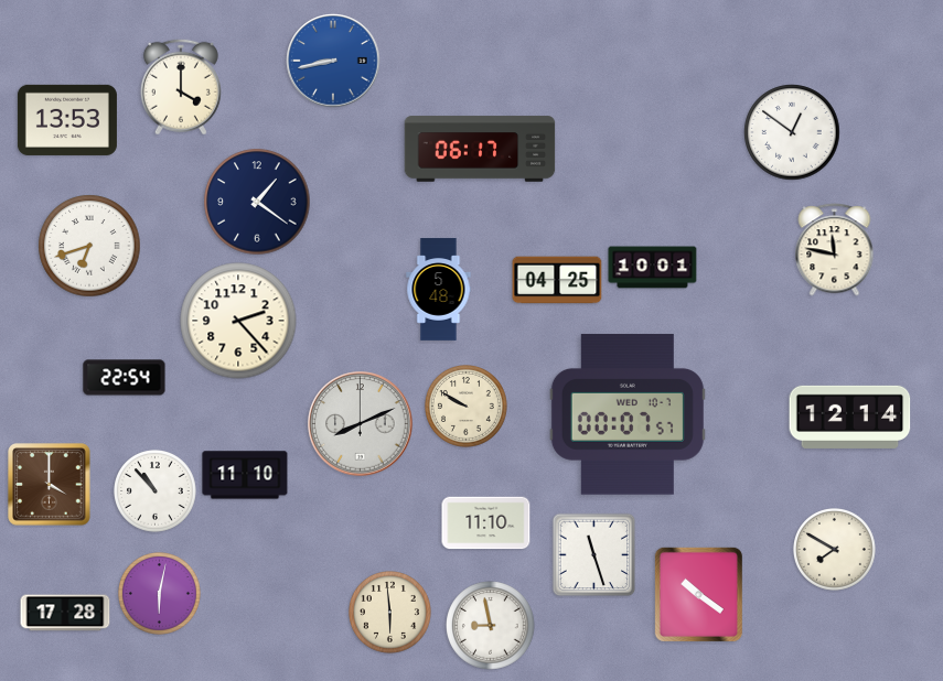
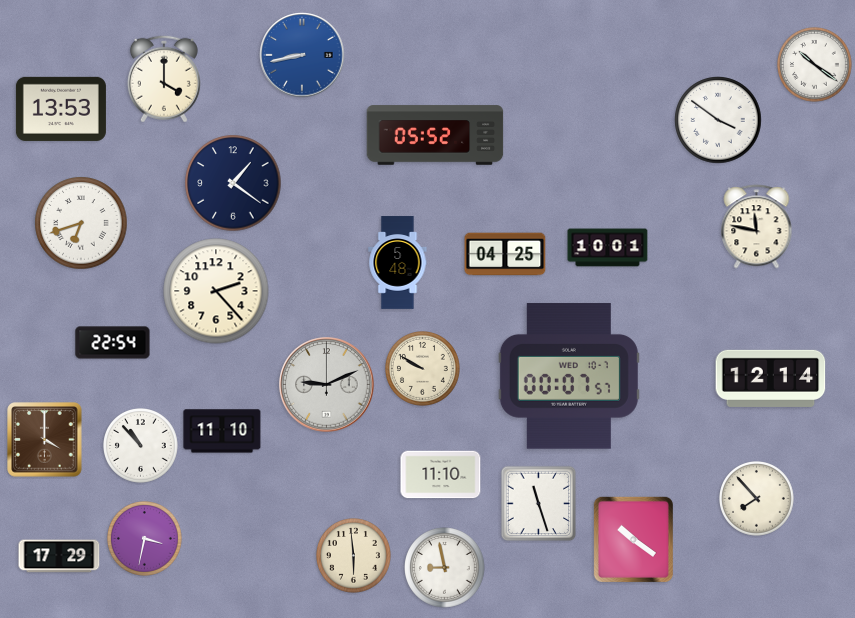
clock at (815, 65): none -> 10:21
clock at (792, 132): 12:51 -> 3:51
clock at (480, 149): 06:17 -> 05:52
clock at (653, 268) position: (653, 268) -> (608, 248)
clock at (361, 424): 8:11 -> 9:11
clock at (835, 550): 7:50 -> 7:53
clock at (160, 594): 6:02 -> 3:32
clock at (65, 613): 17:28 -> 17:29
